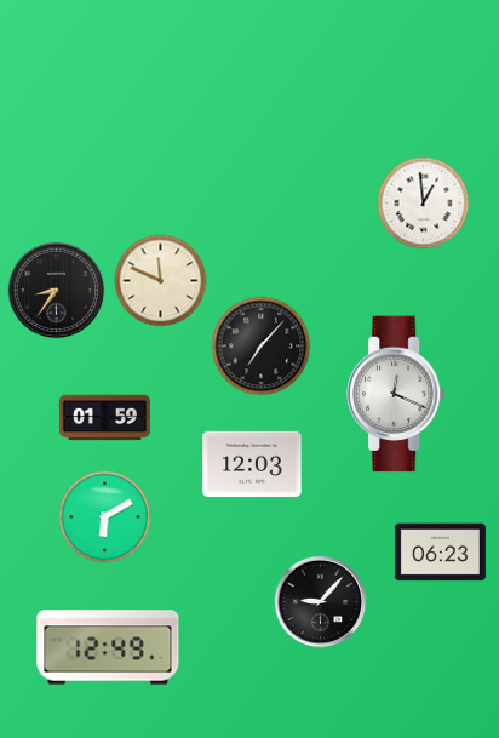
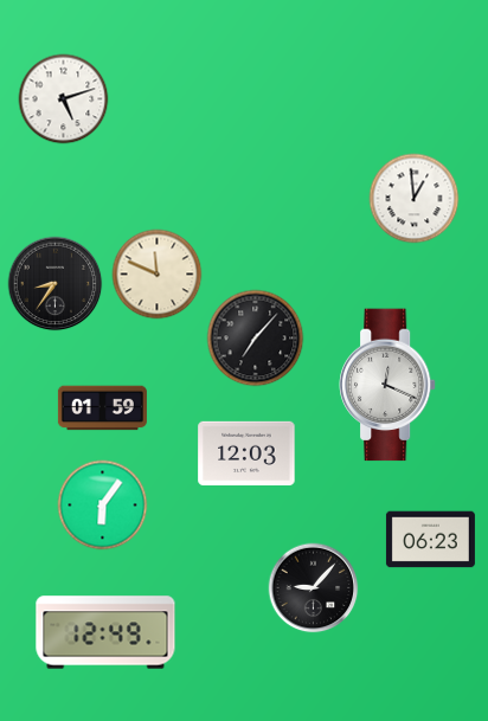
clock at (64, 99): none -> 5:12
clock at (105, 517): 6:10 -> 6:06
